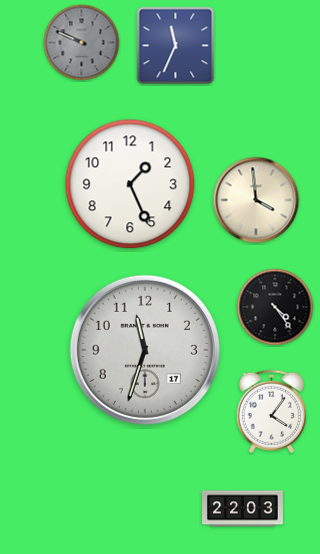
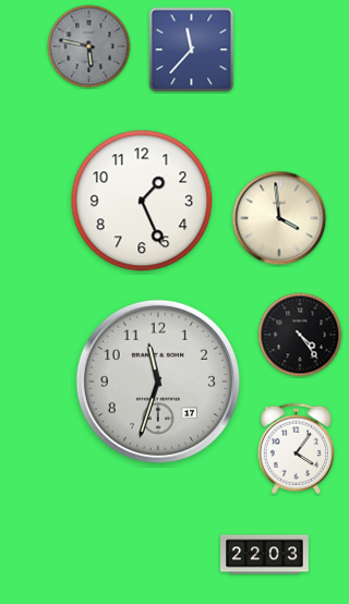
clock at (82, 43): 9:49 -> 5:47
clock at (176, 46): 11:34 -> 11:37
